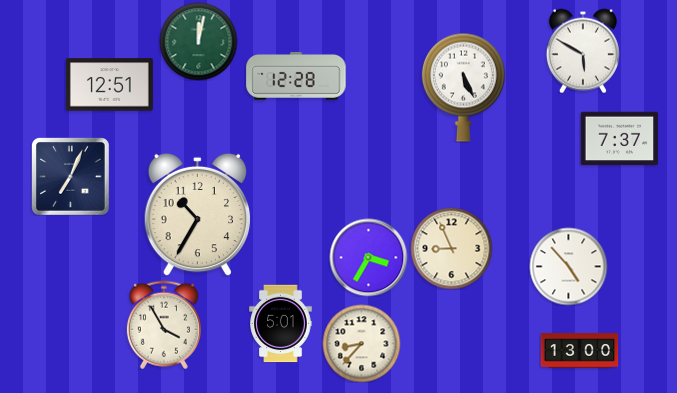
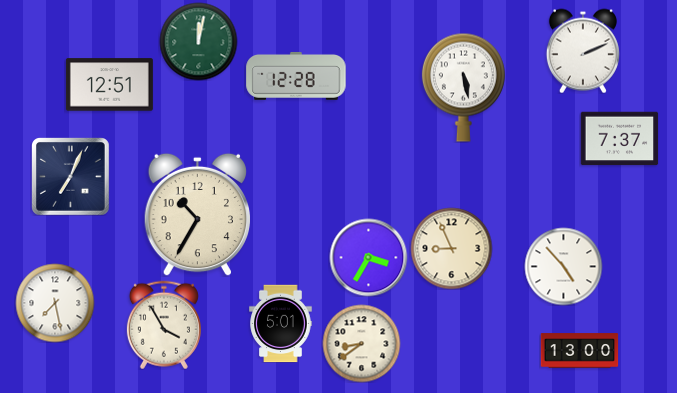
clock at (583, 51): 5:50 -> 2:11
clock at (463, 87): 5:26 -> 5:28
clock at (568, 266) position: (568, 266) -> (563, 266)
clock at (55, 303): none -> 7:28
clock at (361, 343): 8:37 -> 8:39
